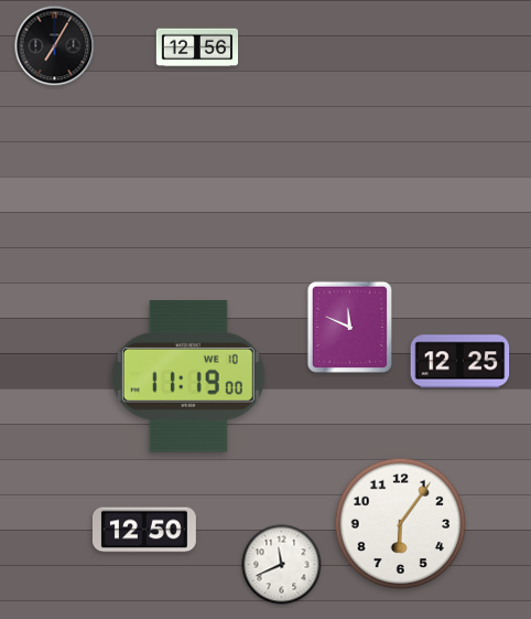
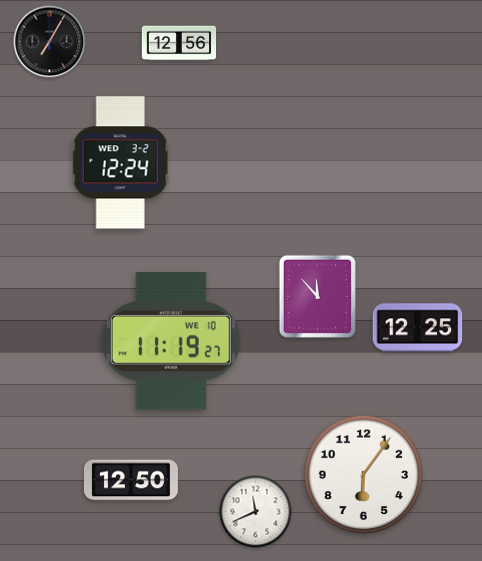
clock at (120, 163): none -> 12:24
clock at (349, 327): 11:49 -> 11:53
clock at (188, 376): 11:19:00 -> 11:19:27
